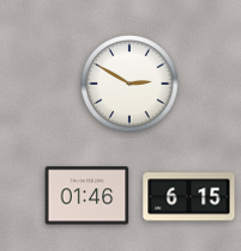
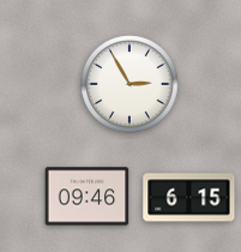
clock at (129, 84): 2:50 -> 2:55
clock at (88, 196): 01:46 -> 09:46
